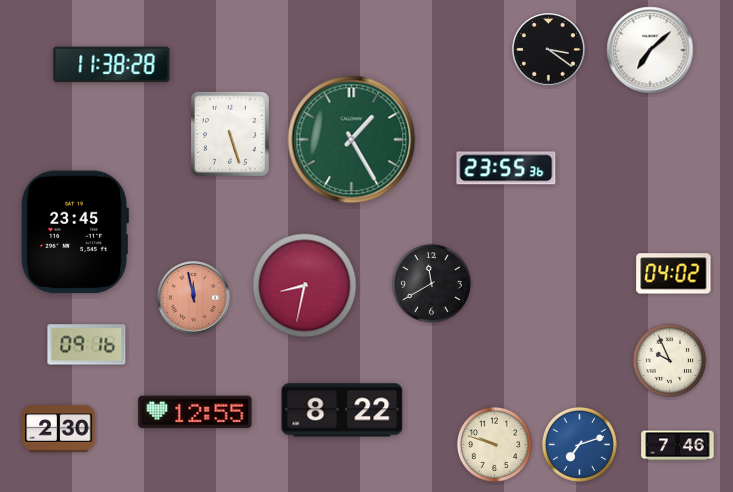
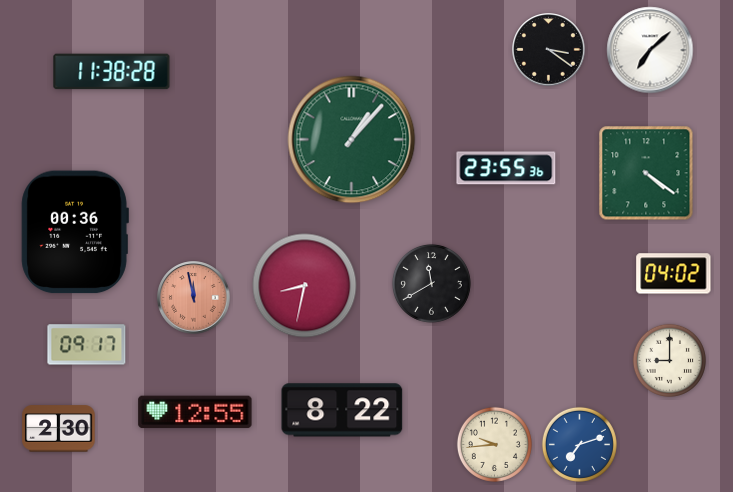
clock at (112, 65) position: (112, 65) -> (112, 72)
clock at (230, 134): 5:27 -> none
clock at (352, 140): 1:25 -> 1:07
clock at (646, 173): none -> 4:21
clock at (75, 232): 23:45 -> 00:36
clock at (87, 345): 09:16 -> 09:17
clock at (669, 360): 9:56 -> 9:00
clock at (494, 444): 9:48 -> 9:44
clock at (678, 446): 7:46 -> none
